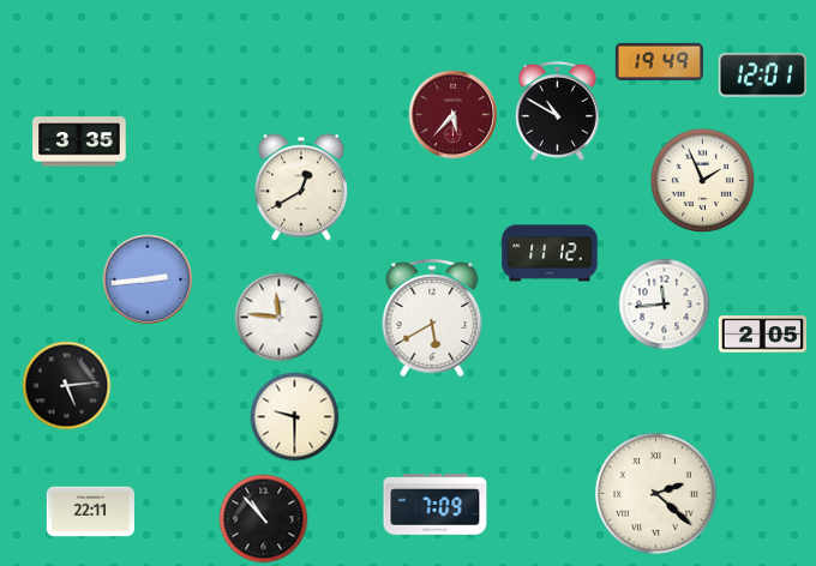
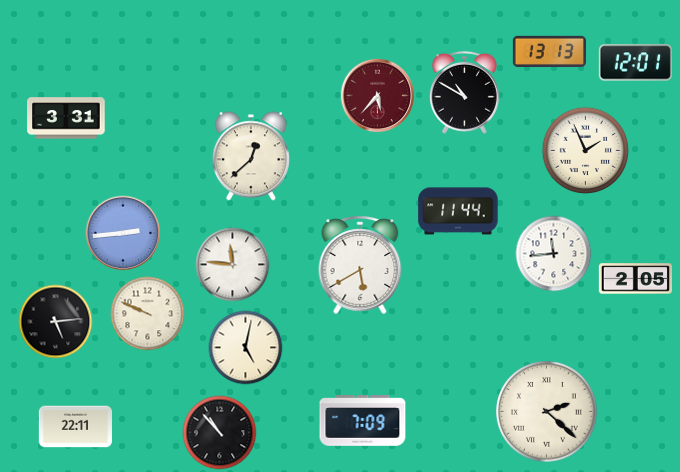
clock at (659, 61): 19:49 -> 13:13
clock at (79, 141): 3:35 -> 3:31
clock at (301, 187): 12:40 -> 12:38
clock at (550, 253): 11:12 -> 11:44
clock at (148, 314): none -> 9:49
clock at (295, 417): 9:30 -> 5:02
